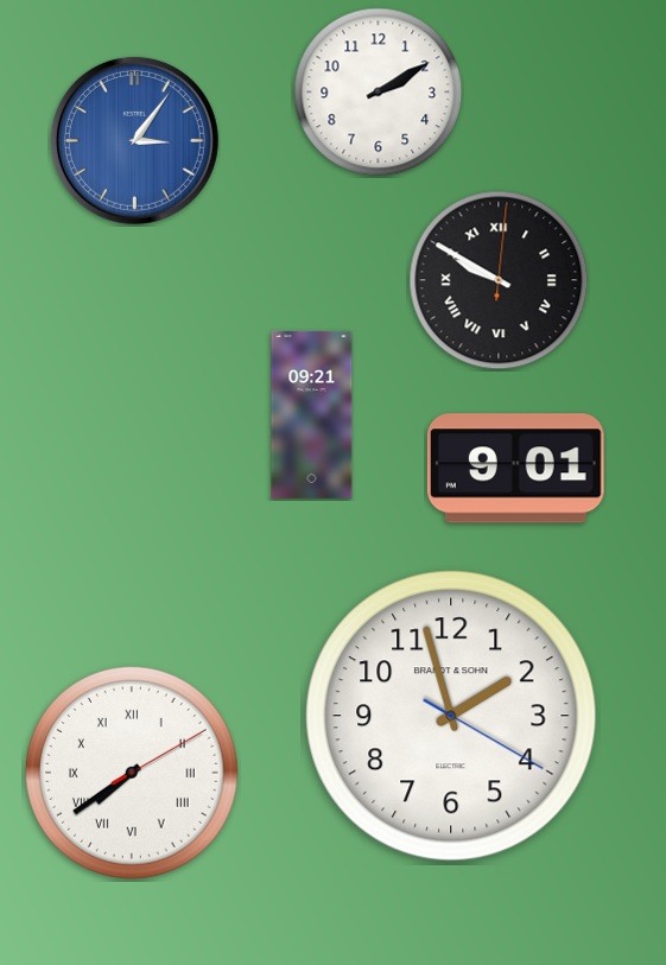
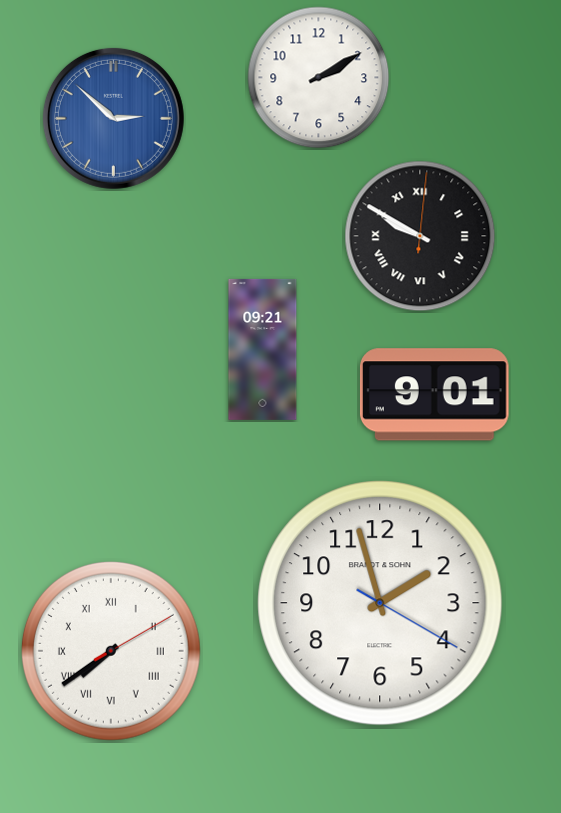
clock at (134, 140): 3:06 -> 2:52
